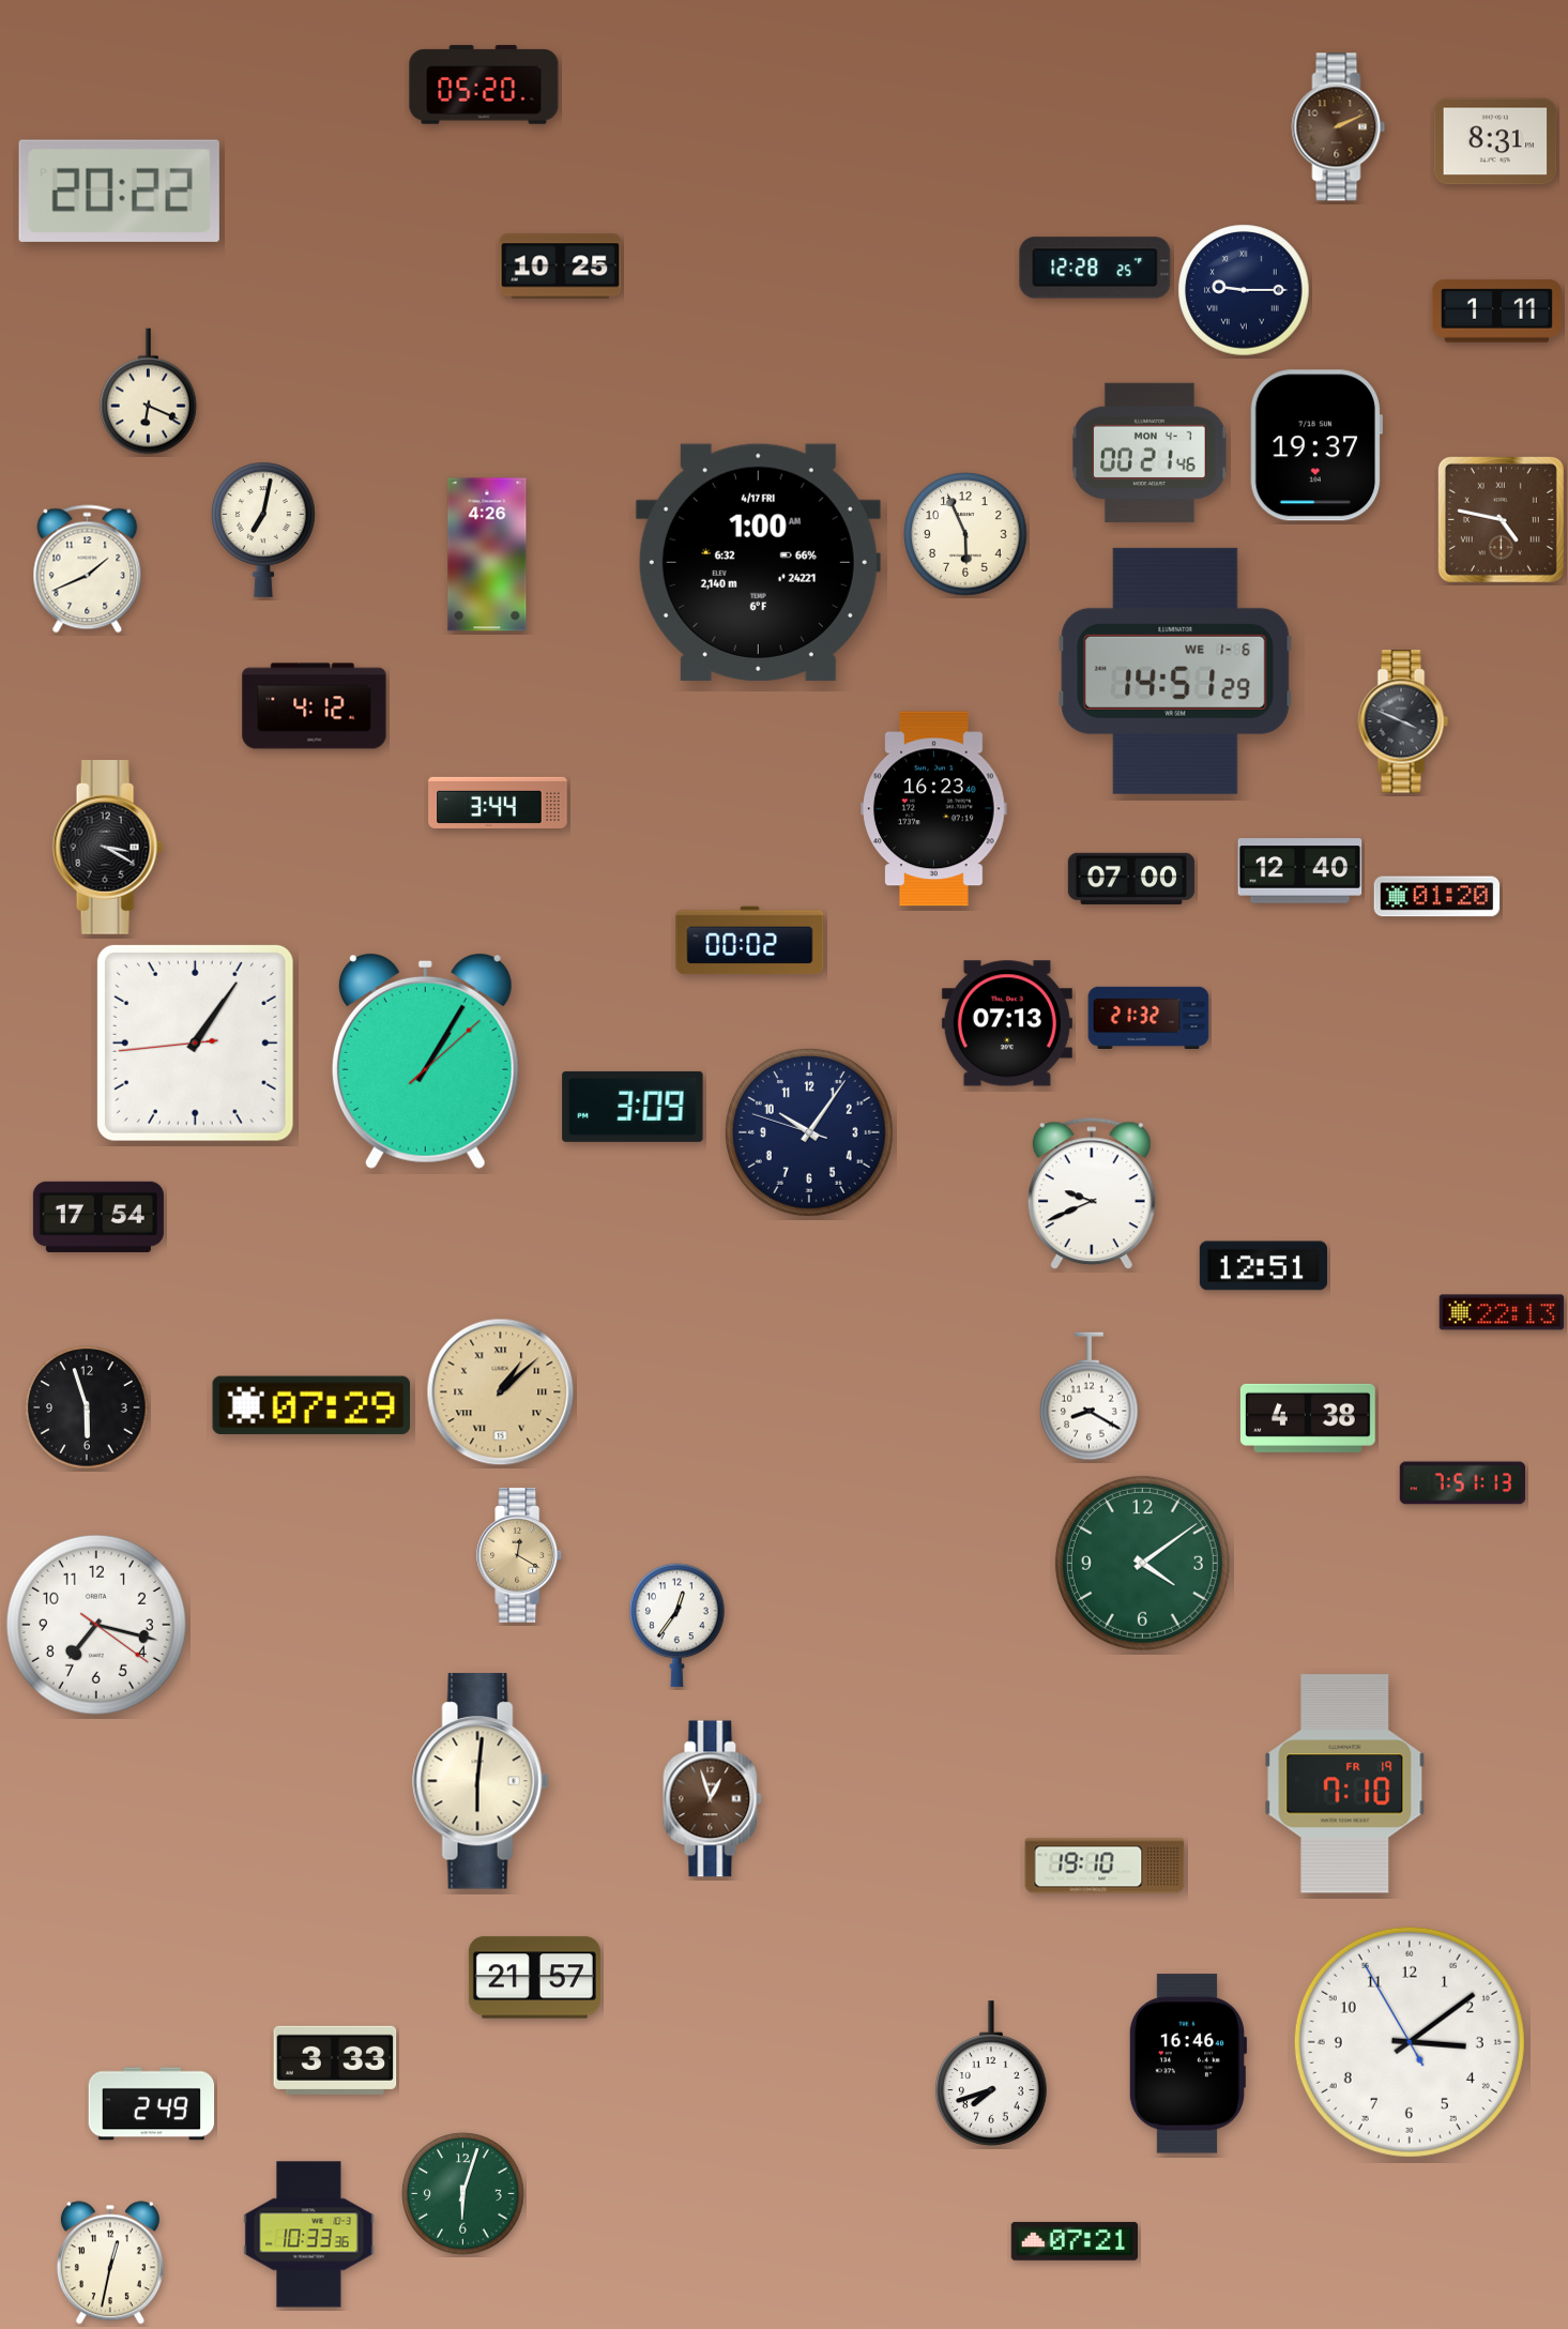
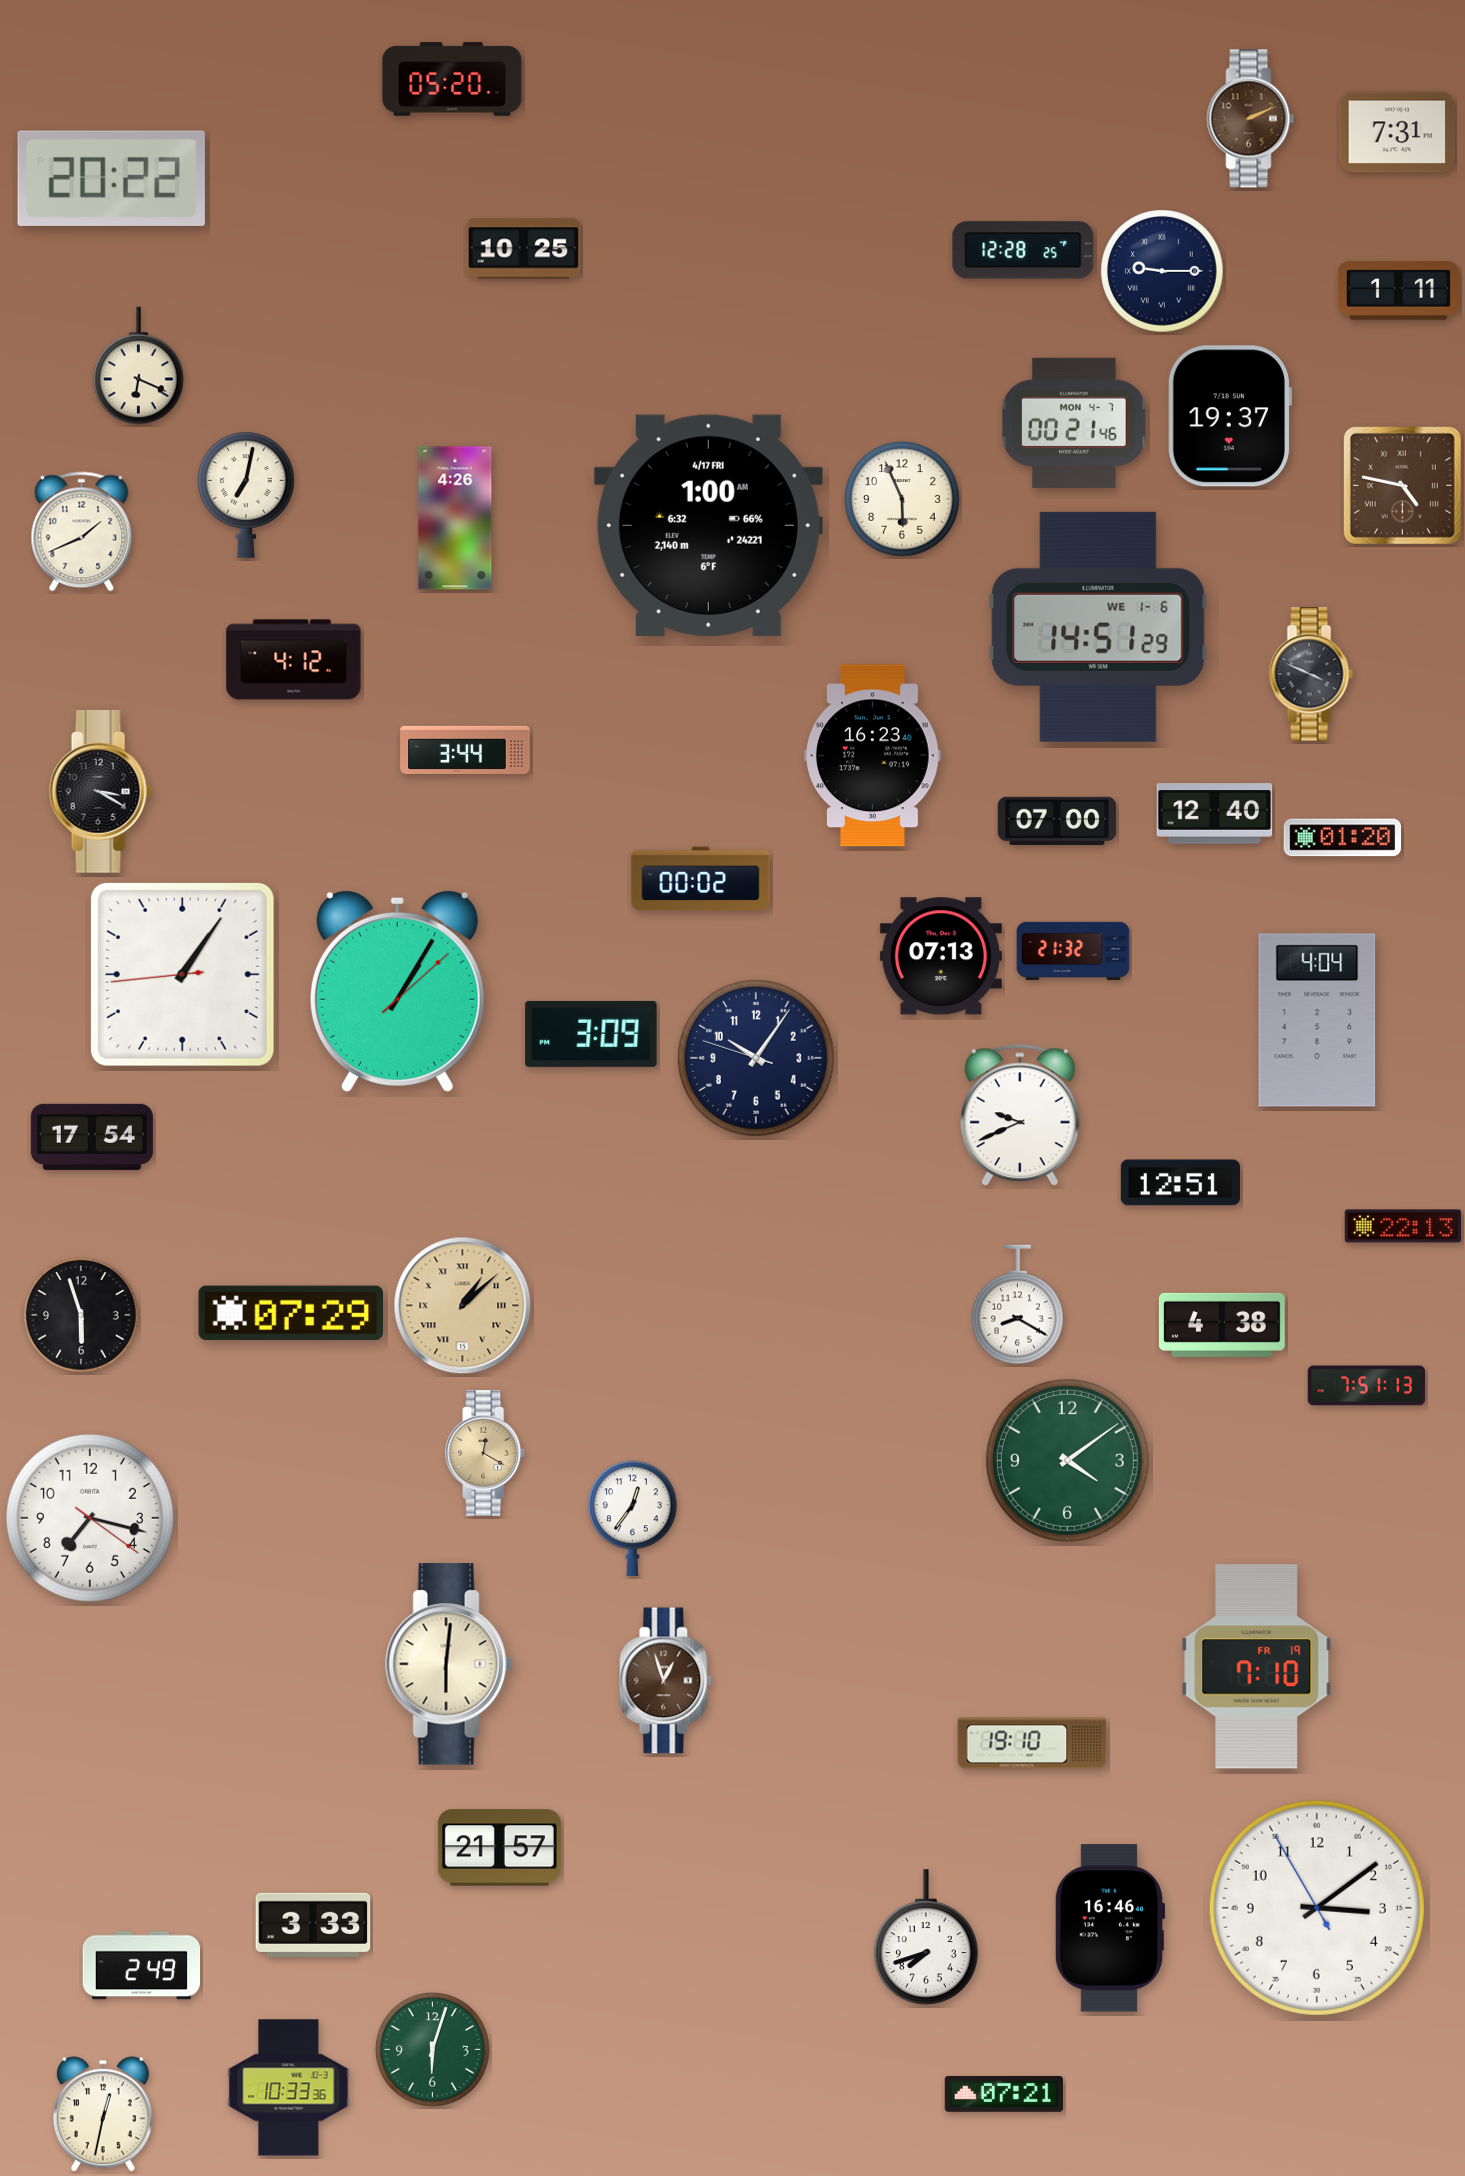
clock at (1495, 141): 8:31 -> 7:31
clock at (1317, 1020): none -> 4:04
clock at (501, 1392) position: (501, 1392) -> (463, 1306)
